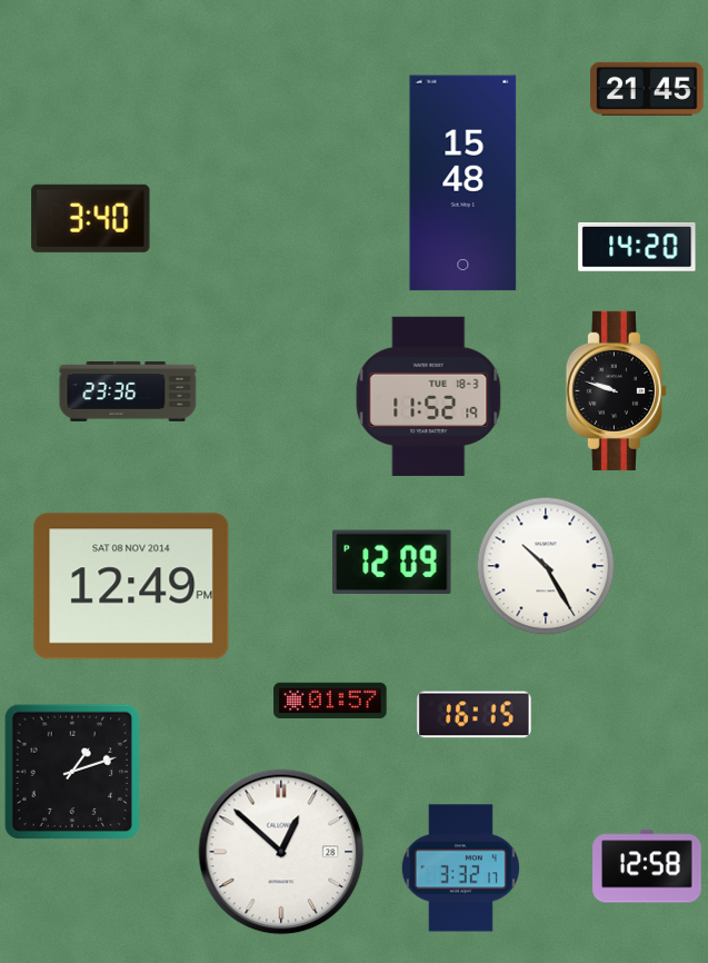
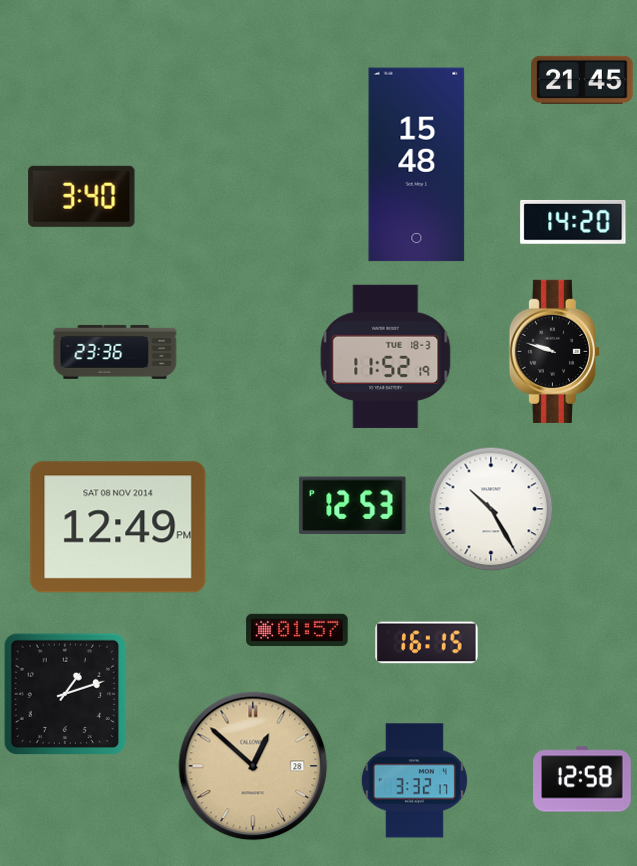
clock at (392, 562): 12:09 -> 12:53
clock at (281, 852) dial: white -> champagne
